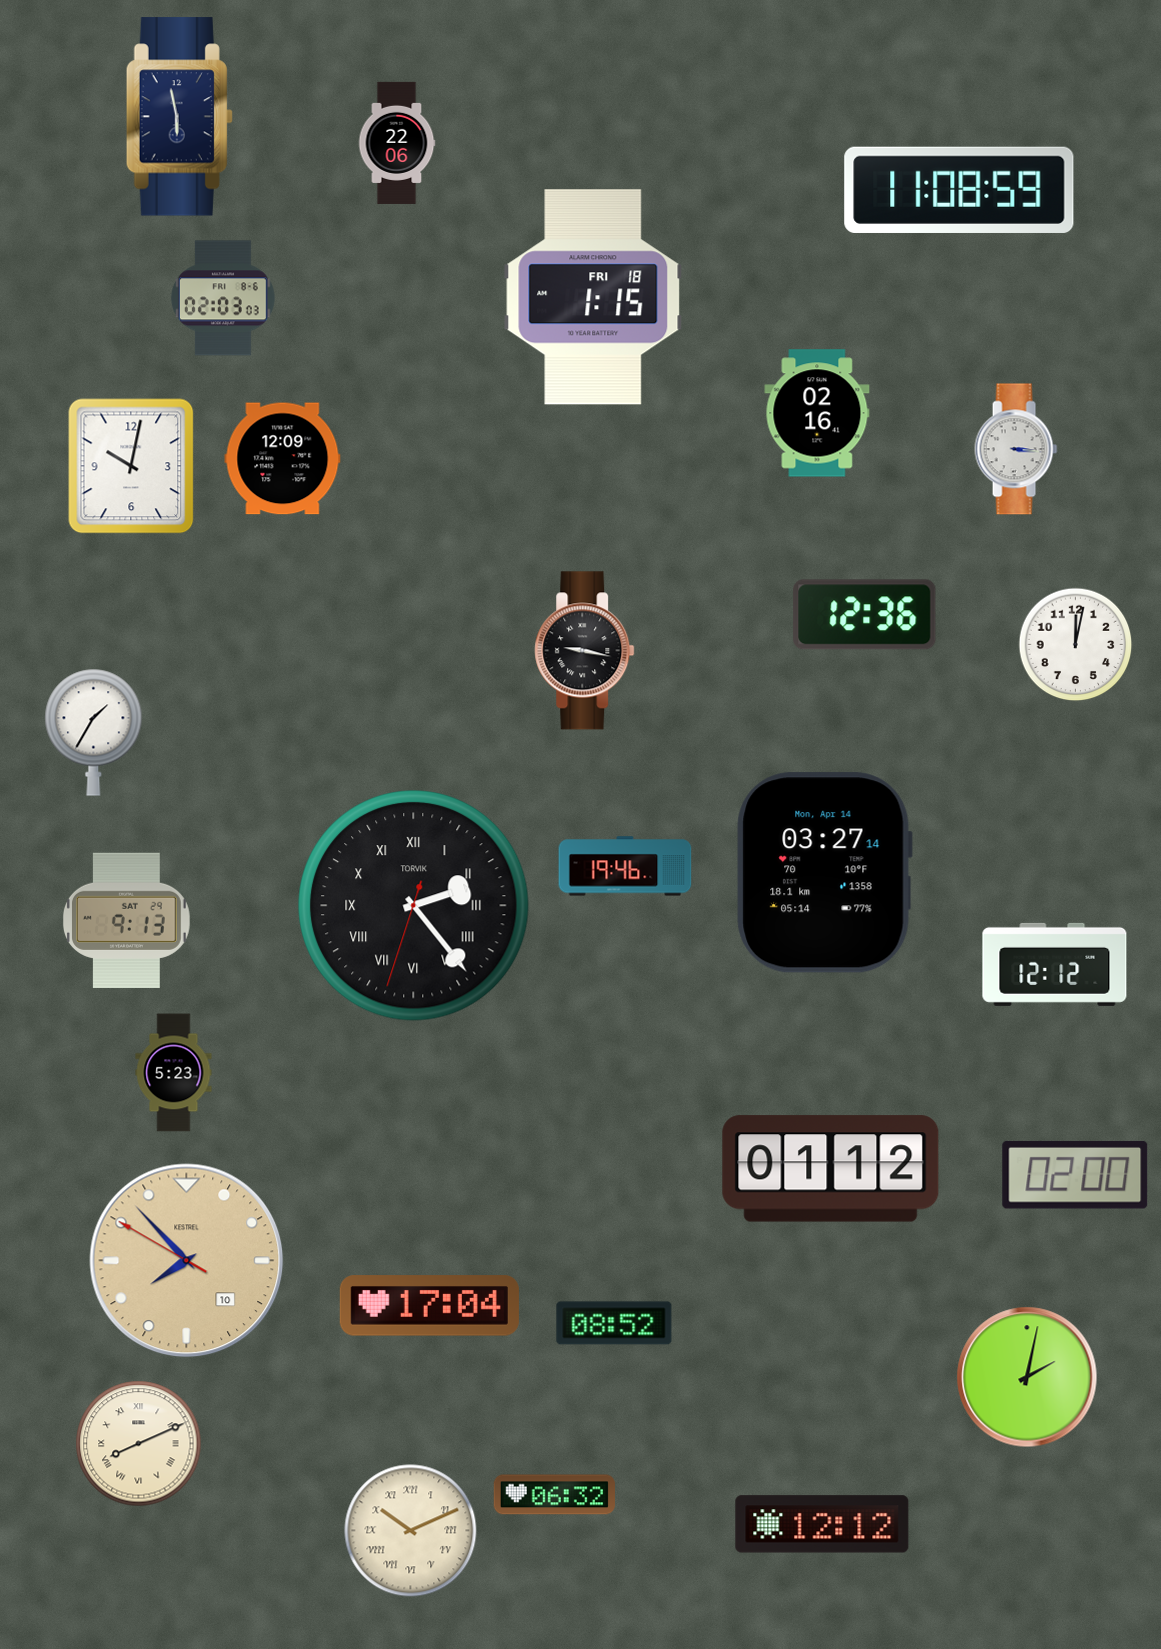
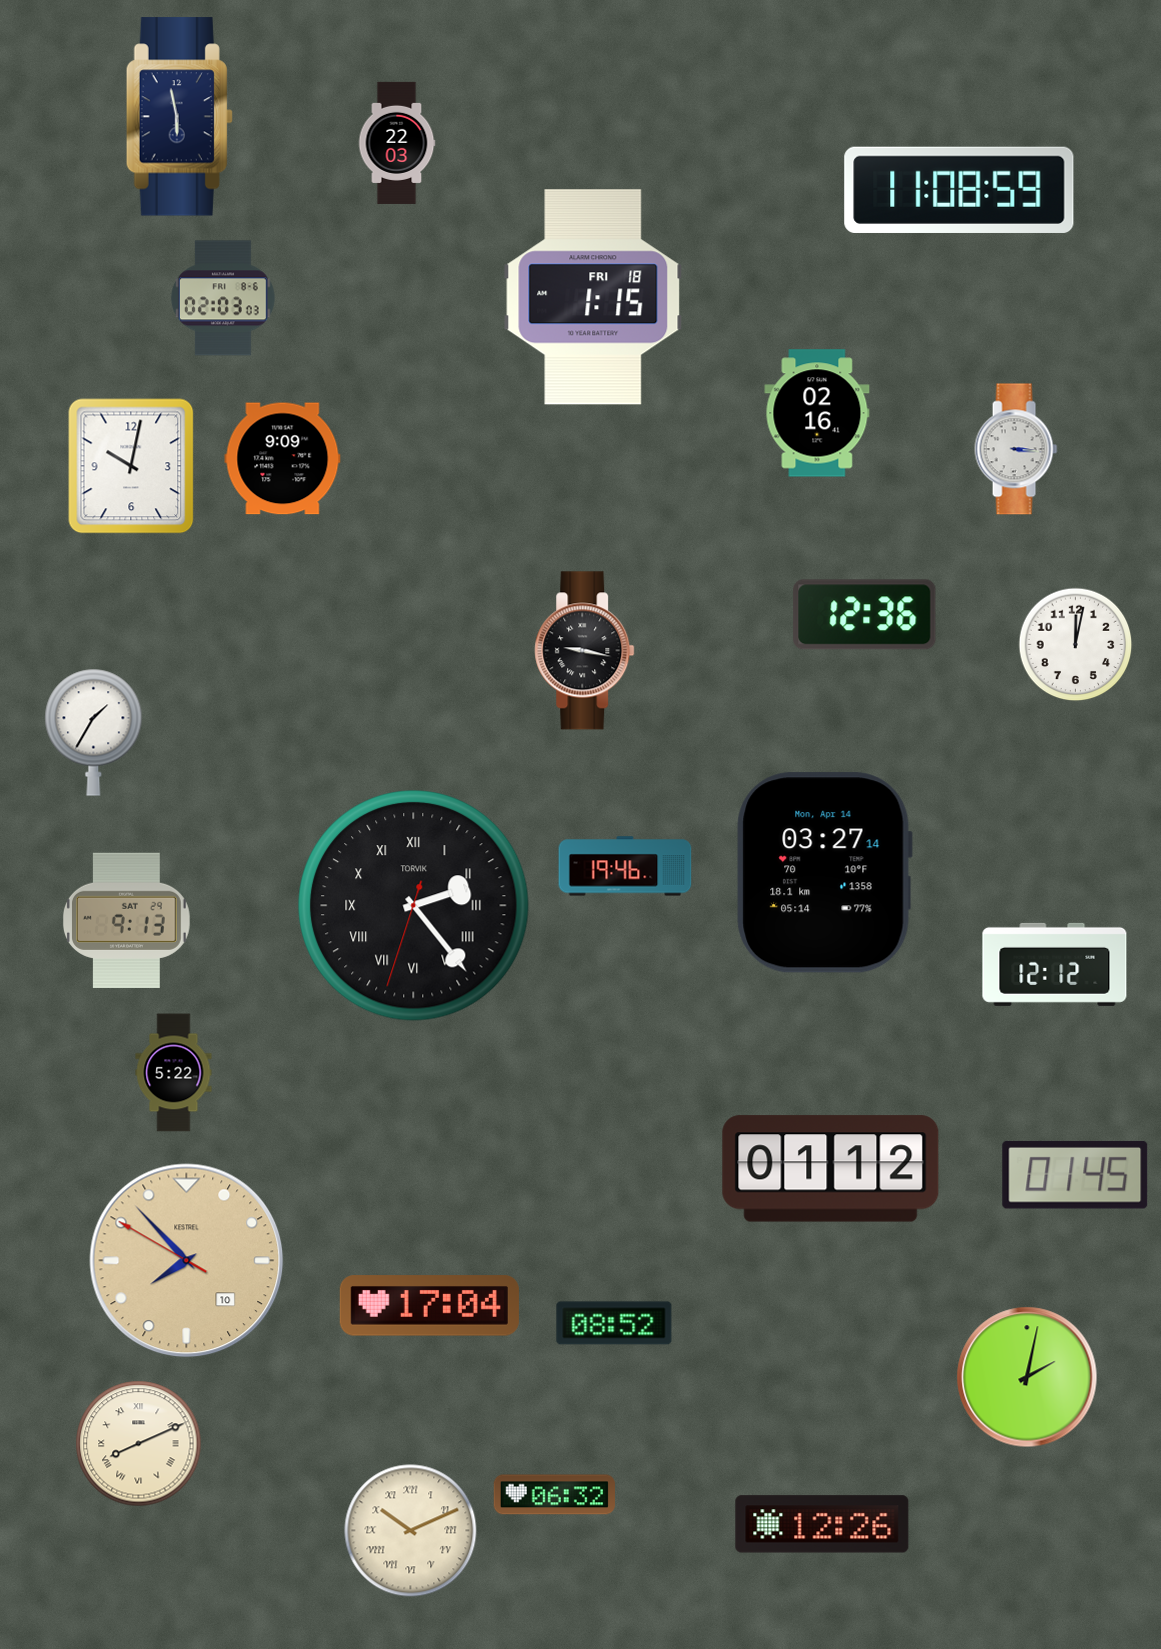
clock at (397, 143): 22:06 -> 22:03
clock at (283, 459): 12:09 -> 9:09
clock at (174, 1073): 5:23 -> 5:22
clock at (1075, 1175): 02:00 -> 01:45
clock at (822, 1524): 12:12 -> 12:26
